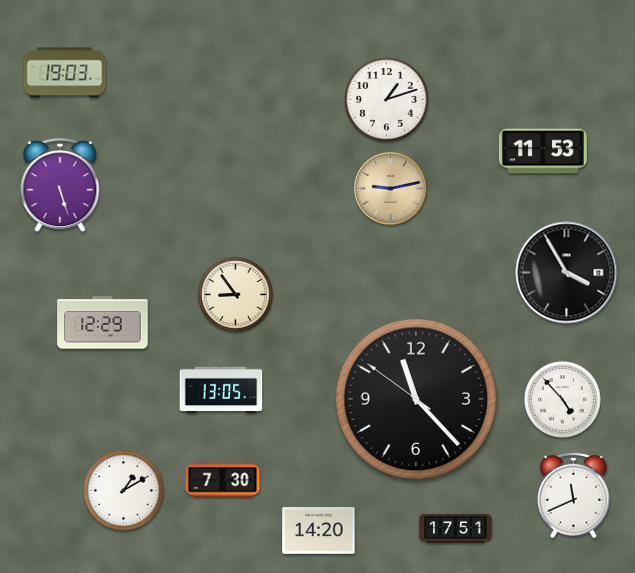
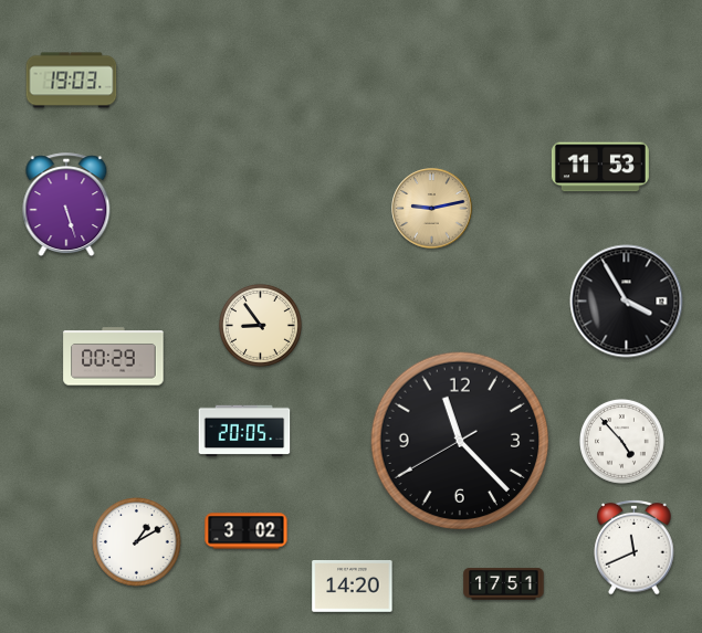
clock at (387, 100): 1:12 -> none
clock at (103, 323): 12:29 -> 00:29
clock at (221, 390): 13:05 -> 20:05
clock at (416, 399): 11:22:51 -> 11:22:40
clock at (223, 481): 7:30 -> 3:02
